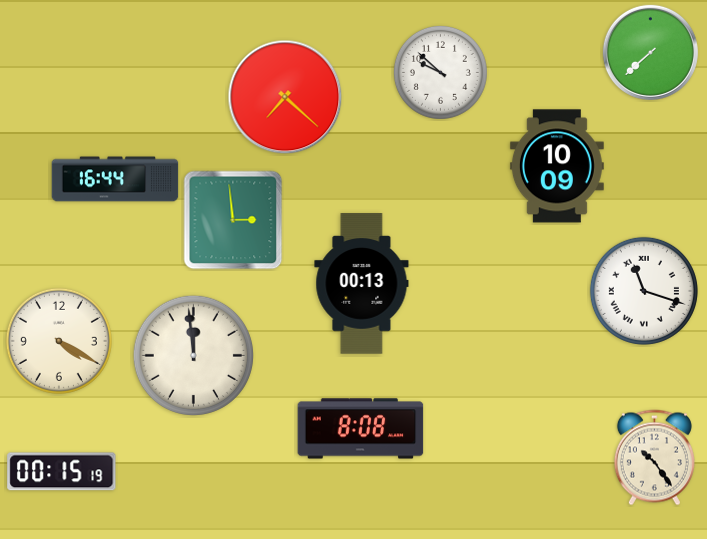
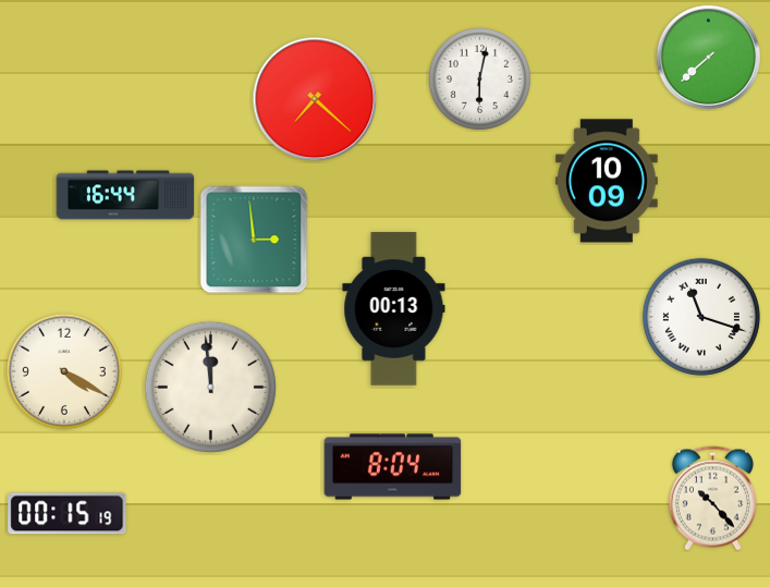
clock at (440, 72): 9:52 -> 6:02
clock at (285, 97) position: (285, 97) -> (315, 99)
clock at (361, 429): 8:08 -> 8:04
clock at (654, 458): 10:24 -> 10:23
